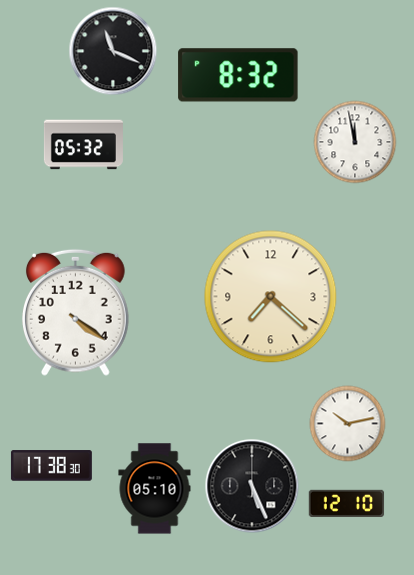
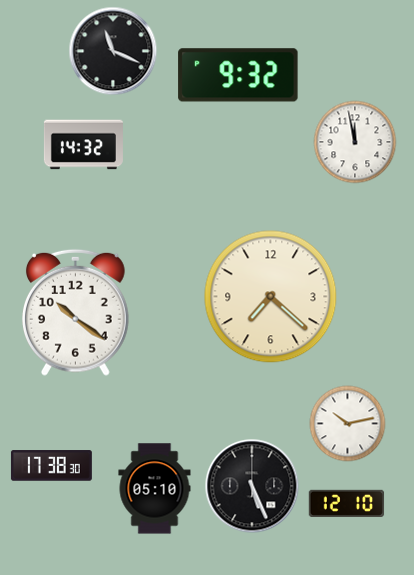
clock at (238, 75): 8:32 -> 9:32
clock at (83, 145): 05:32 -> 14:32
clock at (76, 312): 4:21 -> 10:21
